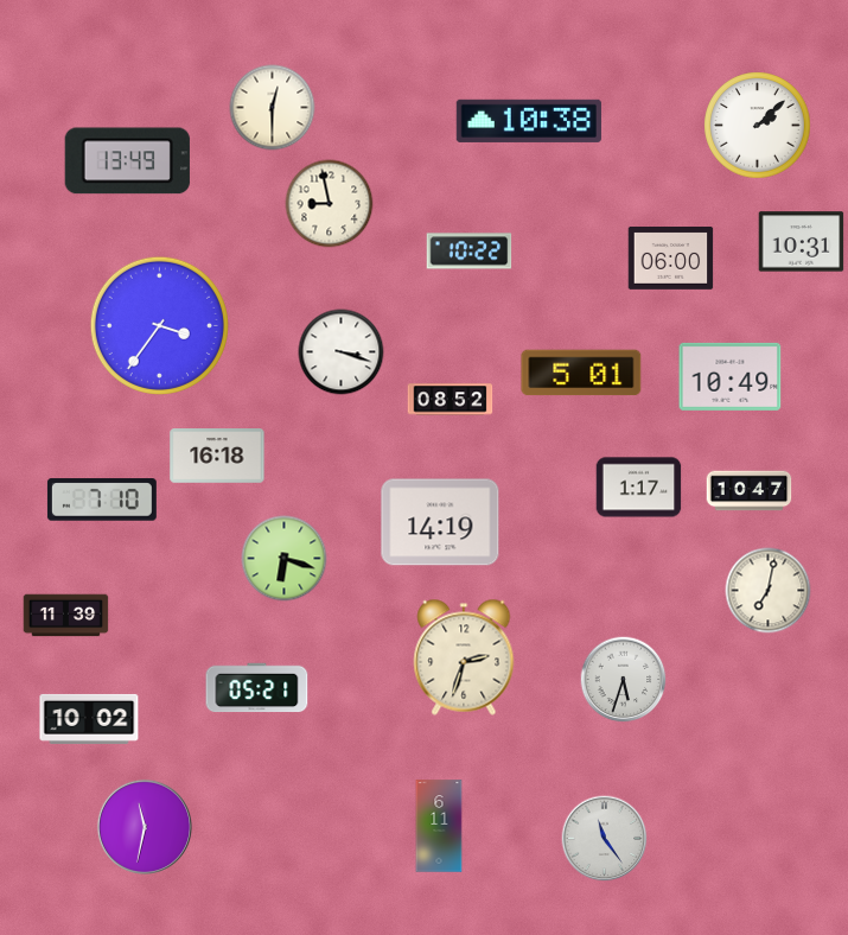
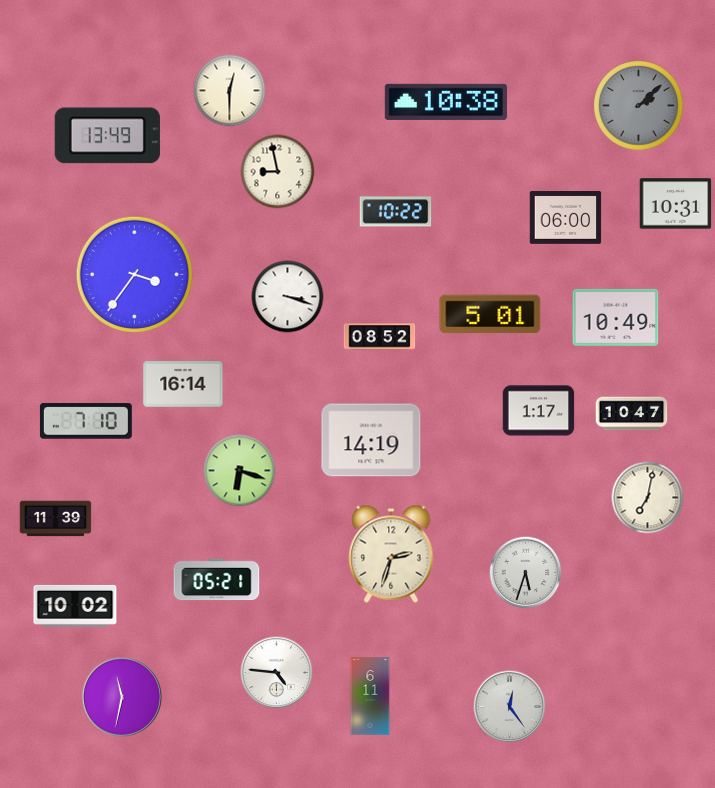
clock at (758, 126) dial: white -> grey
clock at (217, 456): 16:18 -> 16:14
clock at (277, 673): none -> 4:46
clock at (605, 839): 11:24 -> 12:24
